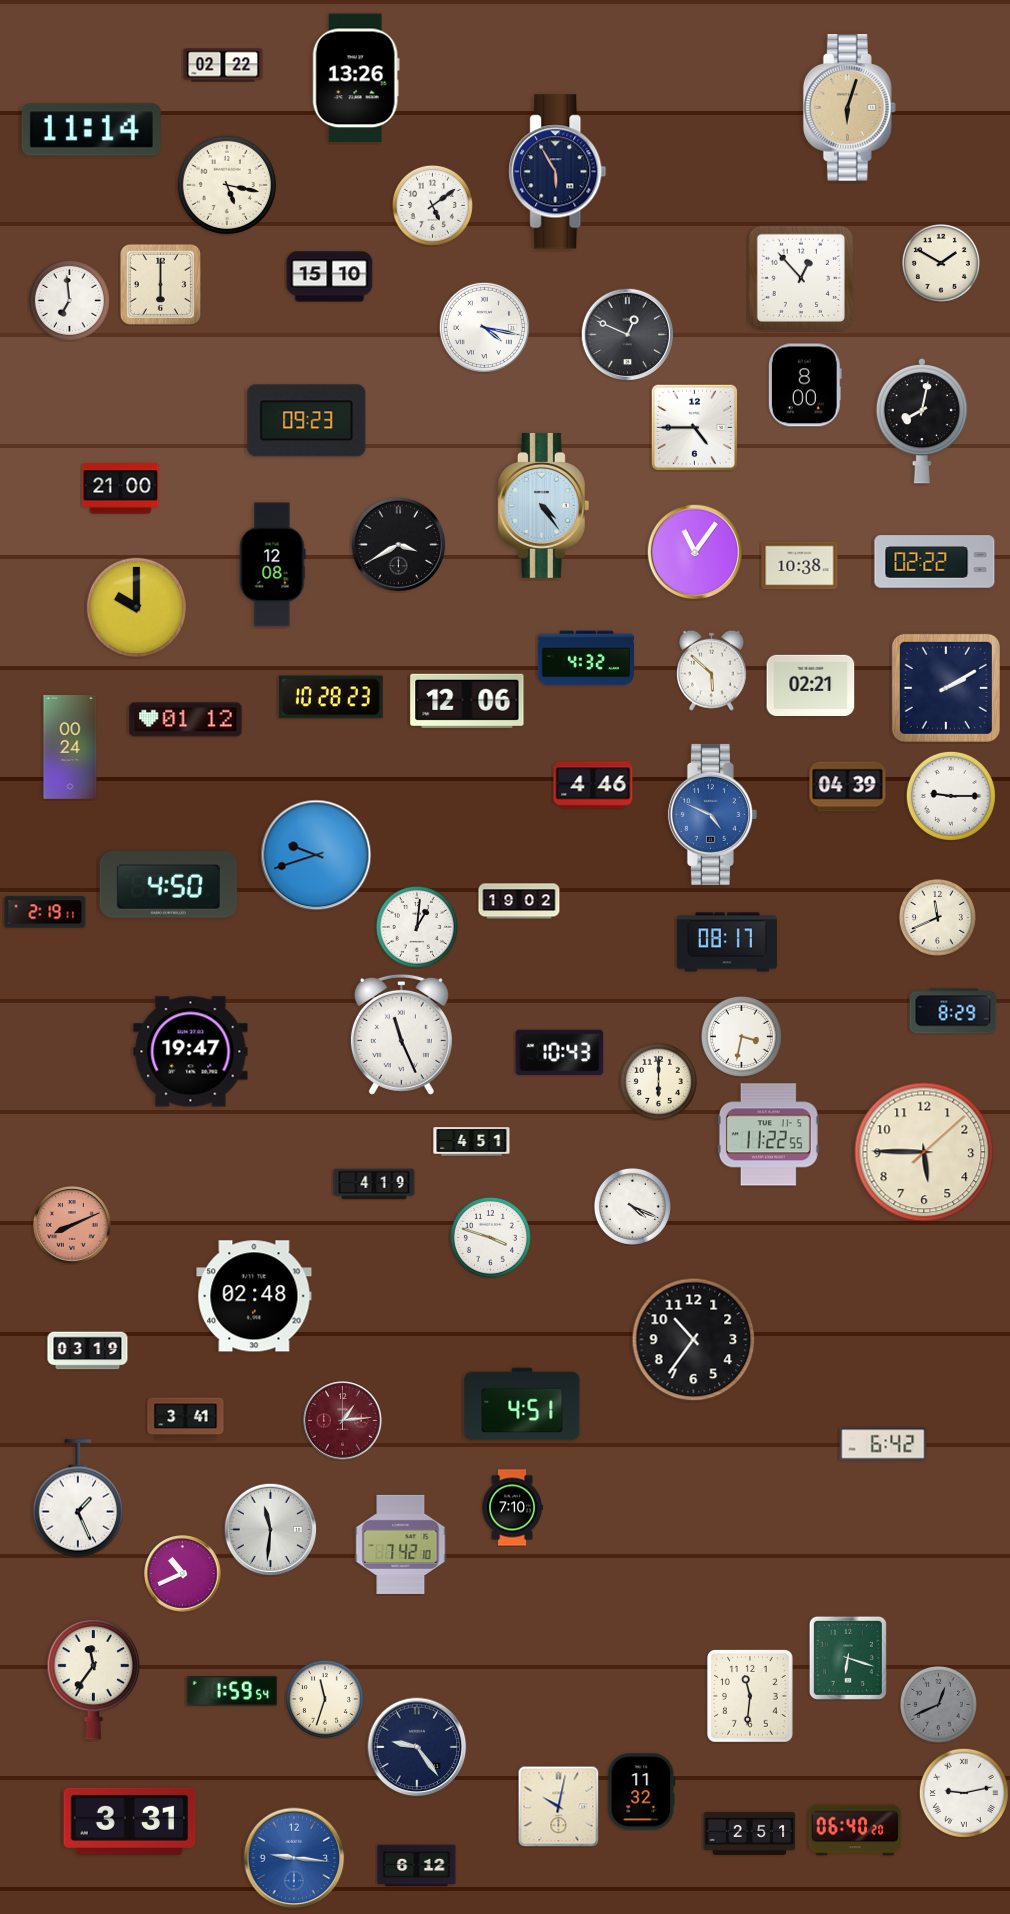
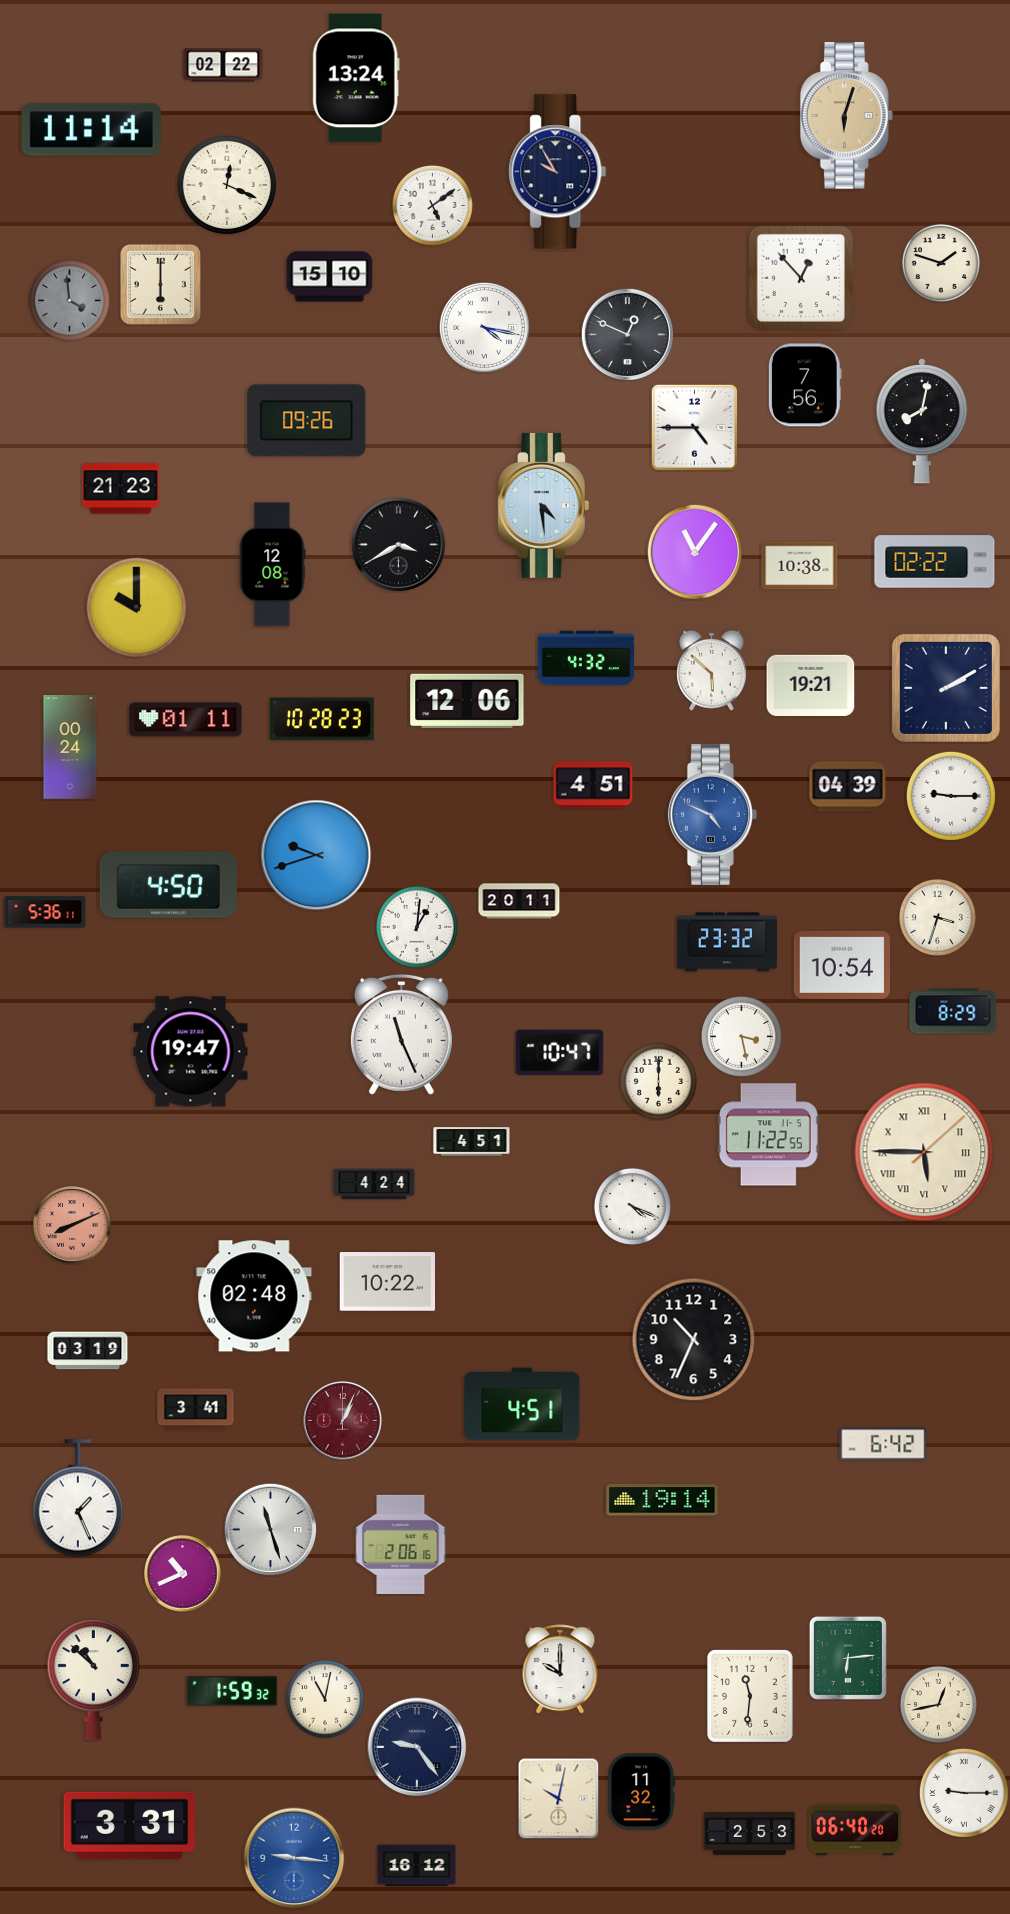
clock at (356, 78): 13:26 -> 13:24
clock at (849, 108) position: (849, 108) -> (846, 116)
clock at (558, 172): 5:55 -> 9:55
clock at (226, 184): 5:17 -> 12:19
clock at (941, 263): 1:50 -> 1:48
clock at (69, 300): 6:59 -> 3:59
clock at (69, 300) dial: white -> grey
clock at (805, 385): 8:00 -> 7:56
clock at (307, 421): 09:23 -> 09:26
clock at (121, 489): 21:00 -> 21:23
clock at (543, 505): 4:24 -> 4:29
clock at (811, 685): 02:21 -> 19:21
clock at (331, 697) position: (331, 697) -> (322, 719)
clock at (186, 720): 01:12 -> 01:11
clock at (593, 785): 4:46 -> 4:51
clock at (519, 901): 19:02 -> 20:11
clock at (45, 912): 2:19 -> 5:36
clock at (937, 917): 11:41 -> 3:33
clock at (727, 942): 08:17 -> 23:32
clock at (842, 965): none -> 10:54
clock at (741, 1036): 3:32 -> 3:28
clock at (560, 1053): 10:43 -> 10:47
clock at (924, 1152) numerals: Arabic -> Roman
clock at (374, 1184): 4:19 -> 4:24
clock at (490, 1237): 3:48 -> none
clock at (387, 1282): none -> 10:22
clock at (694, 1340): 10:36 -> 10:34
clock at (186, 1419) position: (186, 1419) -> (196, 1410)
clock at (343, 1421): 1:14 -> 1:04
clock at (662, 1500): none -> 19:14
clock at (512, 1508): 7:10 -> none
clock at (270, 1529): 11:31 -> 11:27
clock at (401, 1544): 7:42 -> 2:06
clock at (848, 1658): 6:18 -> 6:14
clock at (560, 1669): none -> 10:00
clock at (94, 1679): 11:36 -> 10:52
clock at (232, 1691): 1:59:54 -> 1:59:32
clock at (325, 1699): 11:33 -> 11:02
clock at (938, 1704): 12:41 -> 12:43
clock at (938, 1704) dial: grey -> cream
clock at (964, 1793): 9:13 -> 9:15
clock at (558, 1806) position: (558, 1806) -> (558, 1798)
clock at (130, 1821) position: (130, 1821) -> (130, 1825)
clock at (750, 1833): 2:51 -> 2:53
clock at (417, 1866): 6:12 -> 16:12
